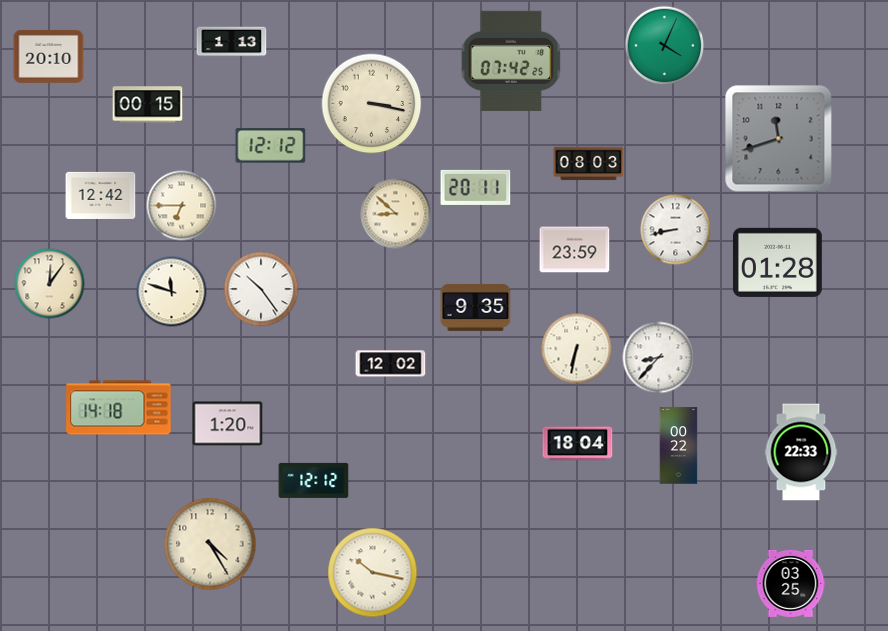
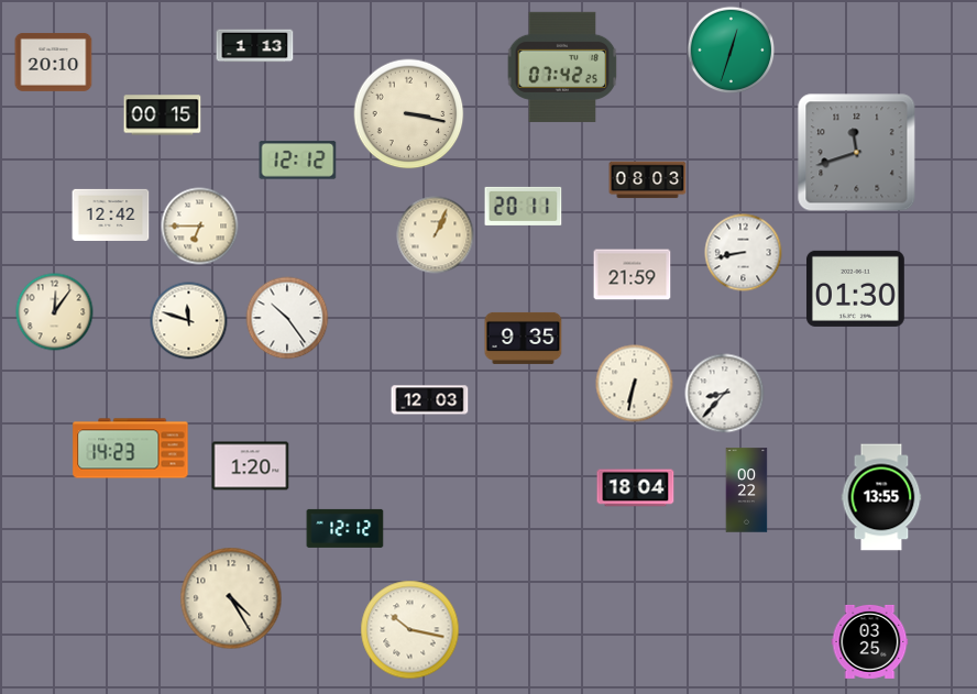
clock at (665, 46): 4:04 -> 12:33
clock at (396, 214): 8:52 -> 1:04
clock at (575, 250): 23:59 -> 21:59
clock at (777, 262): 01:28 -> 01:30
clock at (391, 364): 12:02 -> 12:03
clock at (119, 408): 14:18 -> 14:23
clock at (801, 452): 22:33 -> 13:55
